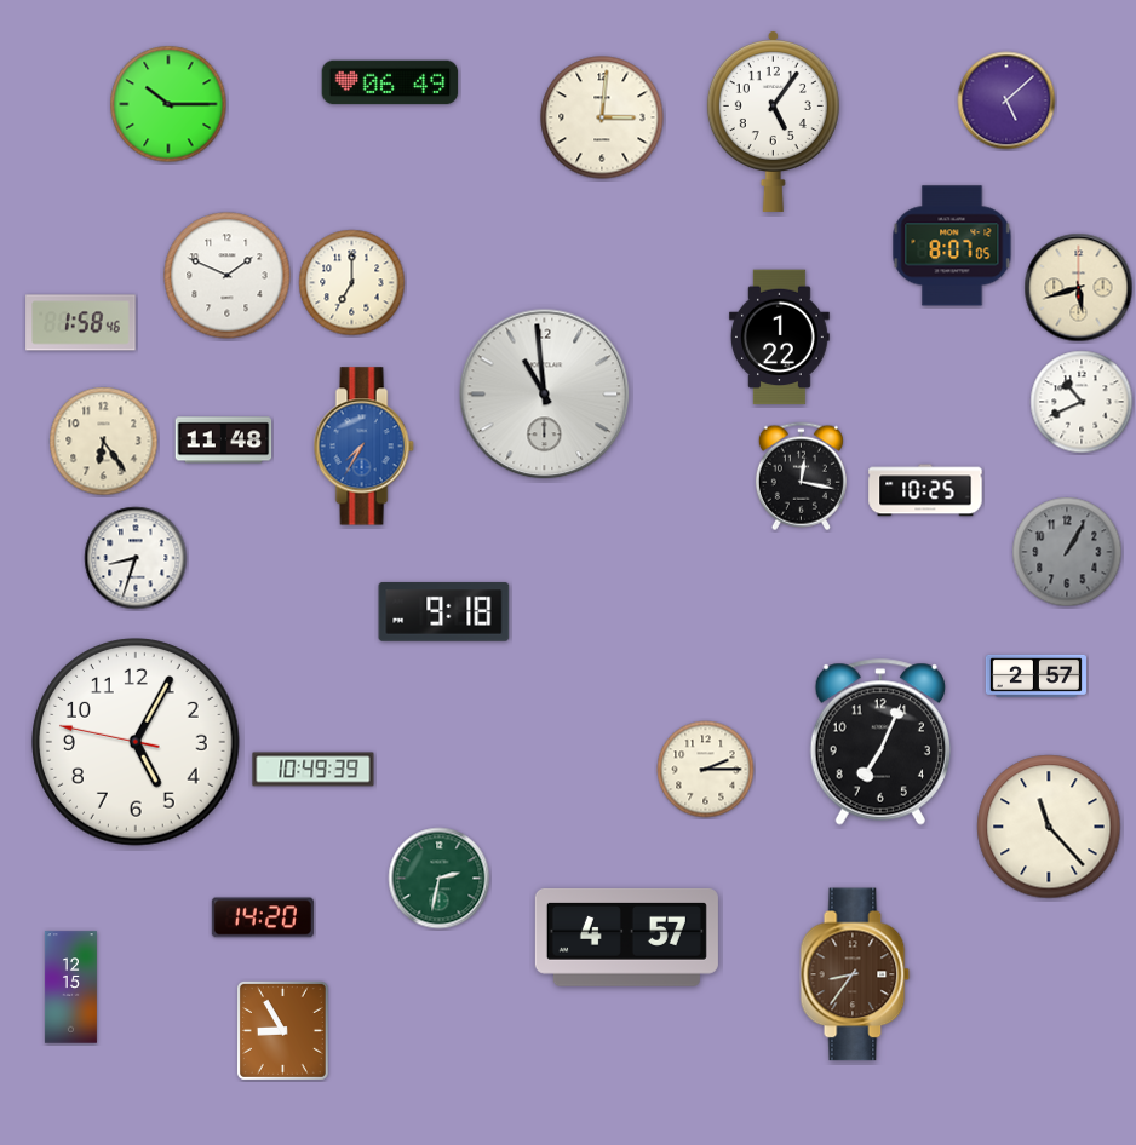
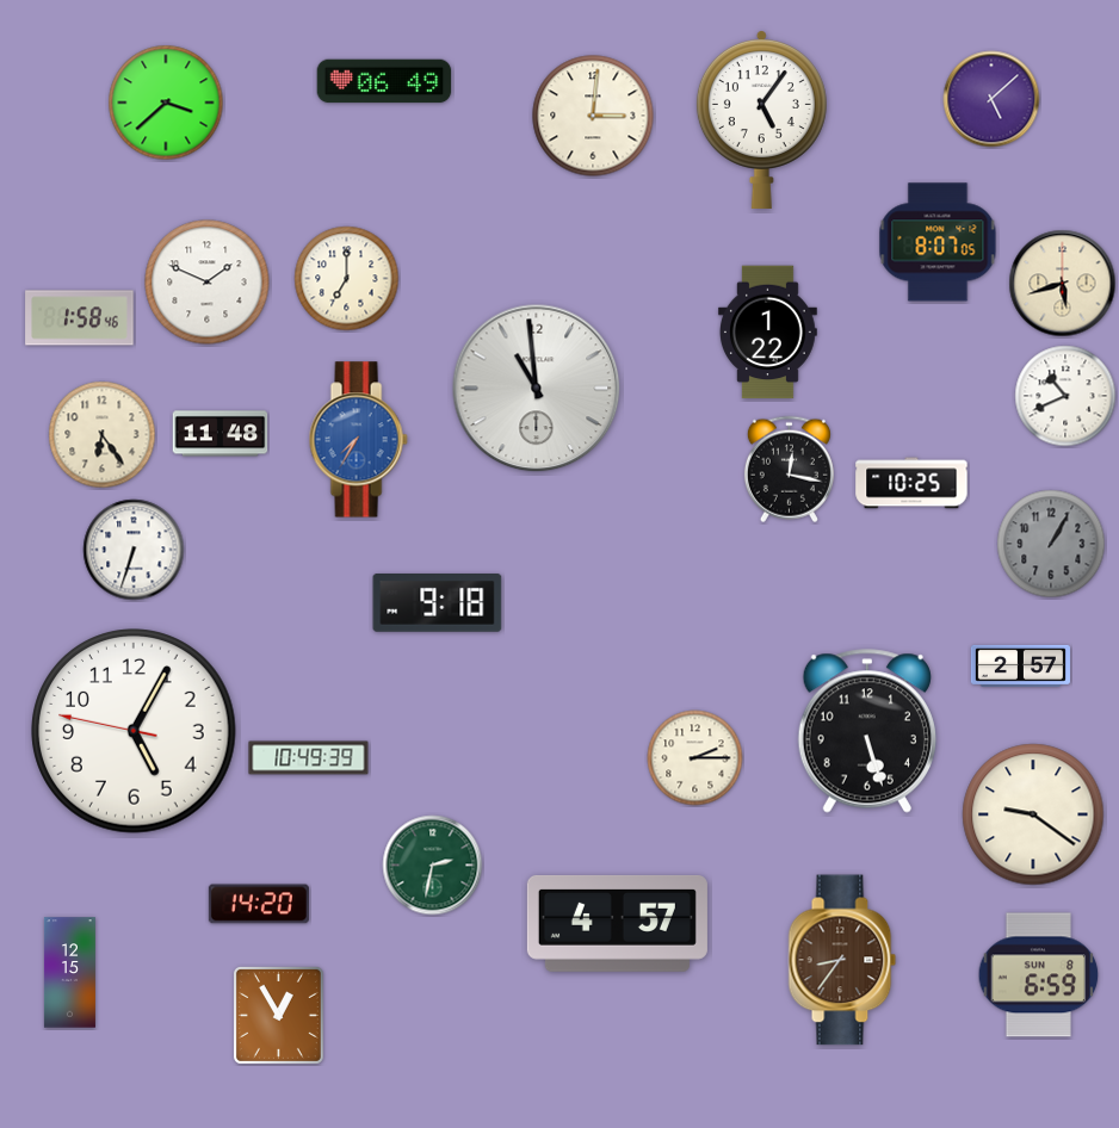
clock at (168, 104): 10:15 -> 3:38
clock at (228, 276) position: (228, 276) -> (208, 283)
clock at (136, 558): 8:33 -> 6:33
clock at (880, 742): 7:04 -> 5:27
clock at (1049, 827): 11:23 -> 9:21
clock at (1039, 975): none -> 6:59
clock at (282, 1030): 8:55 -> 12:55
